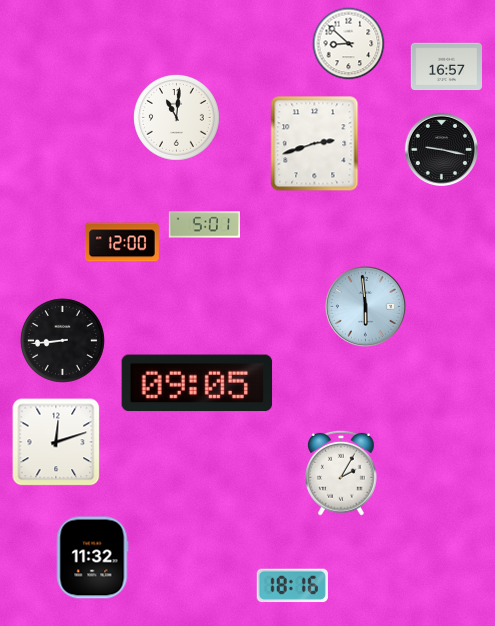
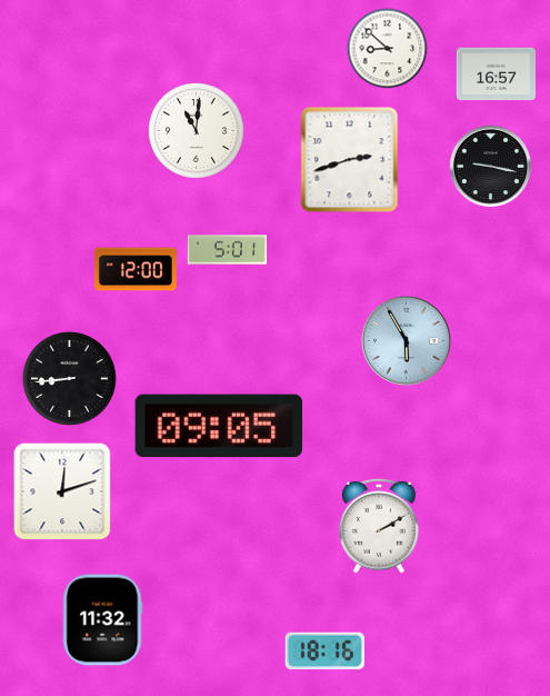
clock at (365, 306): 5:59 -> 5:55
clock at (342, 473): 2:05 -> 2:10
